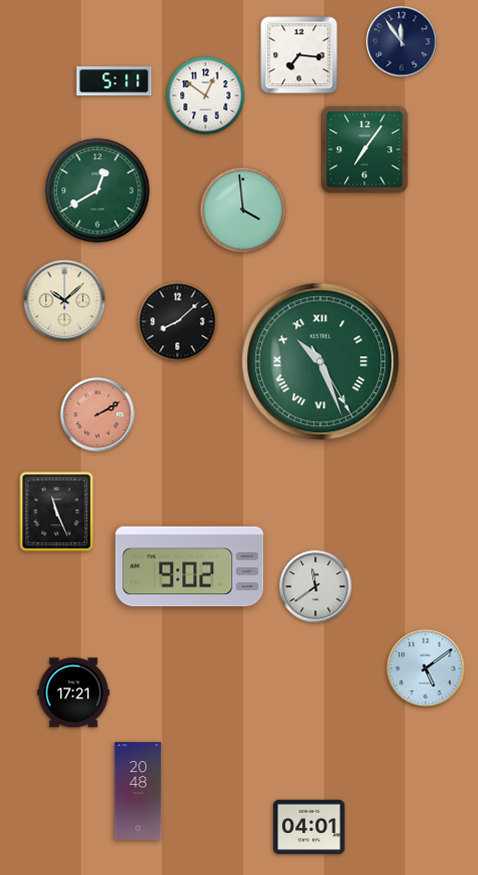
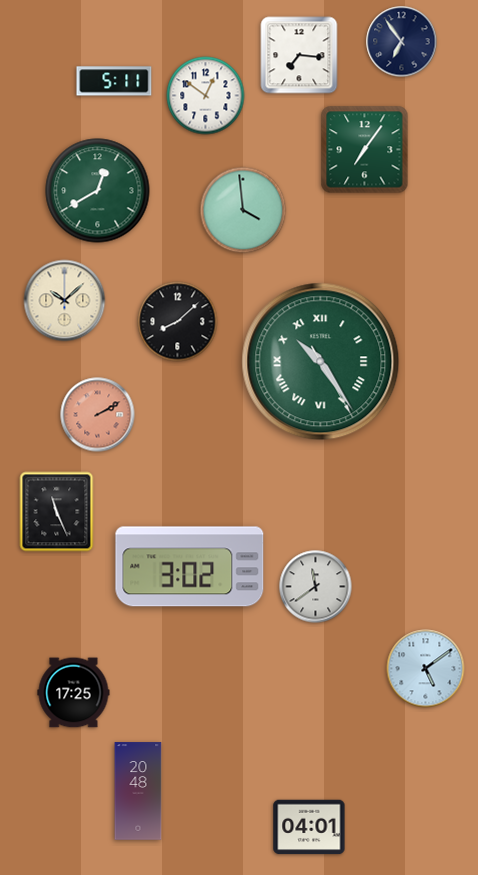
clock at (402, 42): 11:54 -> 6:54
clock at (321, 362): 10:26 -> 10:24
clock at (190, 567): 9:02 -> 3:02
clock at (74, 693): 17:21 -> 17:25
